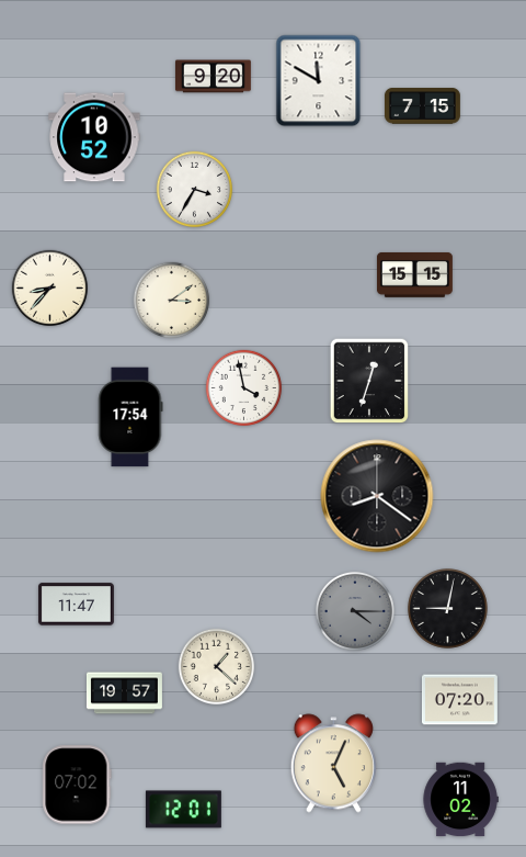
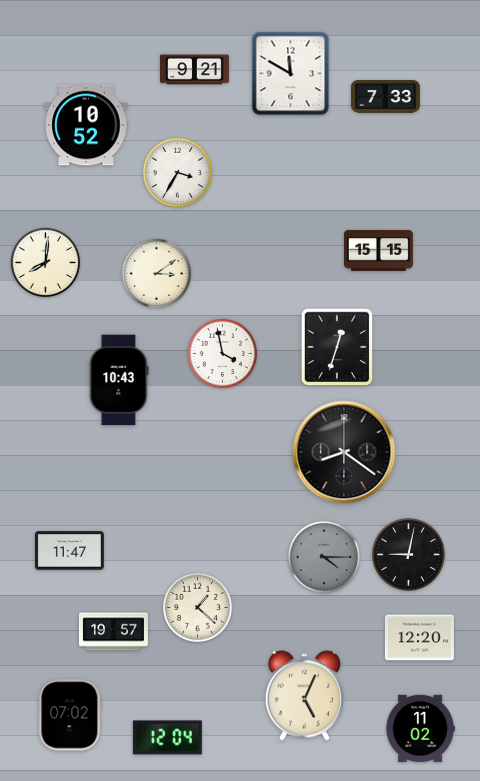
clock at (213, 77): 9:20 -> 9:21
clock at (422, 106): 7:15 -> 7:33
clock at (50, 289): 8:37 -> 8:01
clock at (130, 417): 17:54 -> 10:43
clock at (459, 700): 07:20 -> 12:20
clock at (183, 810): 12:01 -> 12:04
